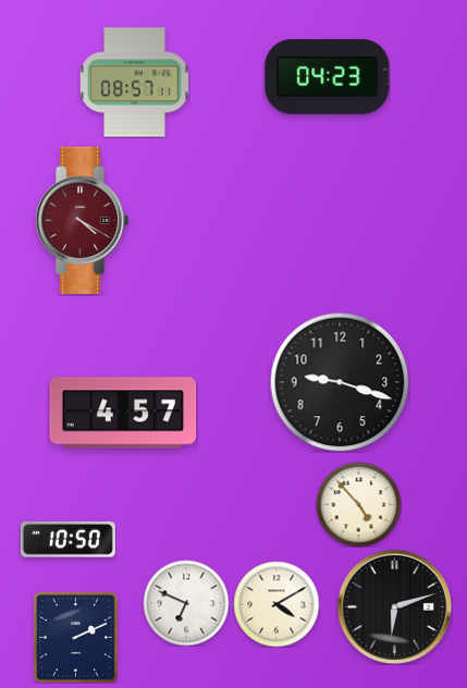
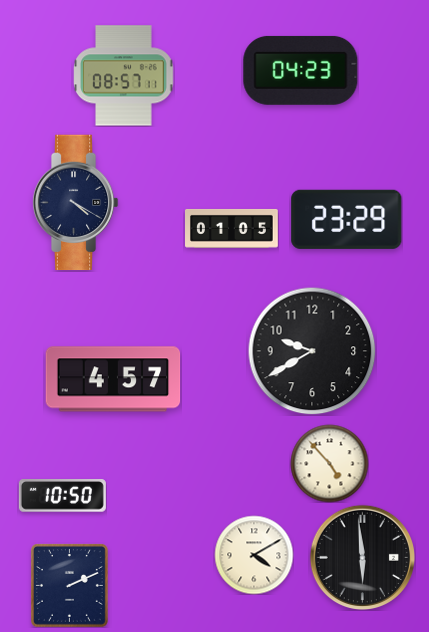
clock at (82, 221) dial: burgundy -> navy
clock at (347, 219): none -> 23:29
clock at (232, 228): none -> 01:05
clock at (340, 382): 9:18 -> 9:40
clock at (186, 603): 6:49 -> none
clock at (394, 606): 6:12 -> 5:59
